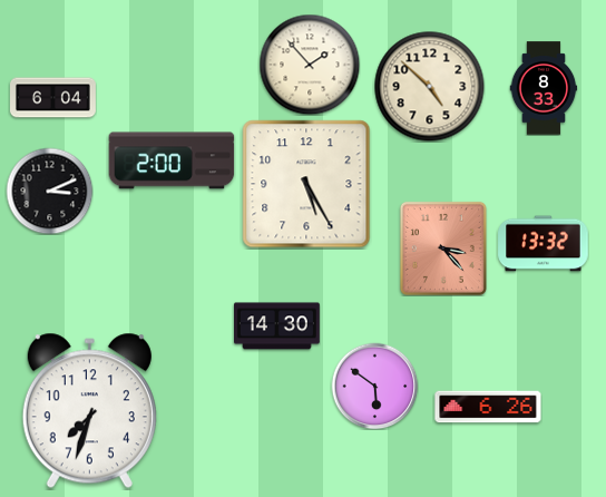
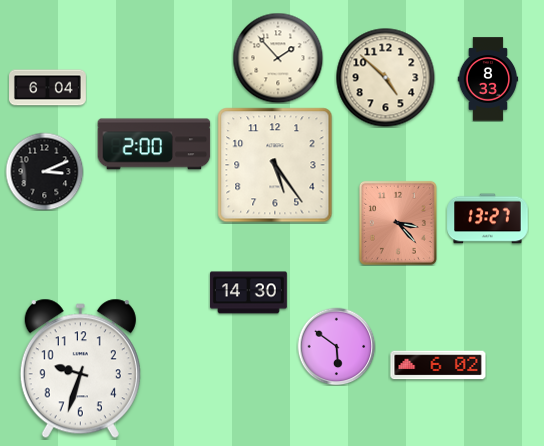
clock at (306, 184): 5:25 -> 5:24
clock at (544, 244): 13:32 -> 13:27
clock at (488, 407): 6:26 -> 6:02
clock at (89, 411): 7:33 -> 9:33
